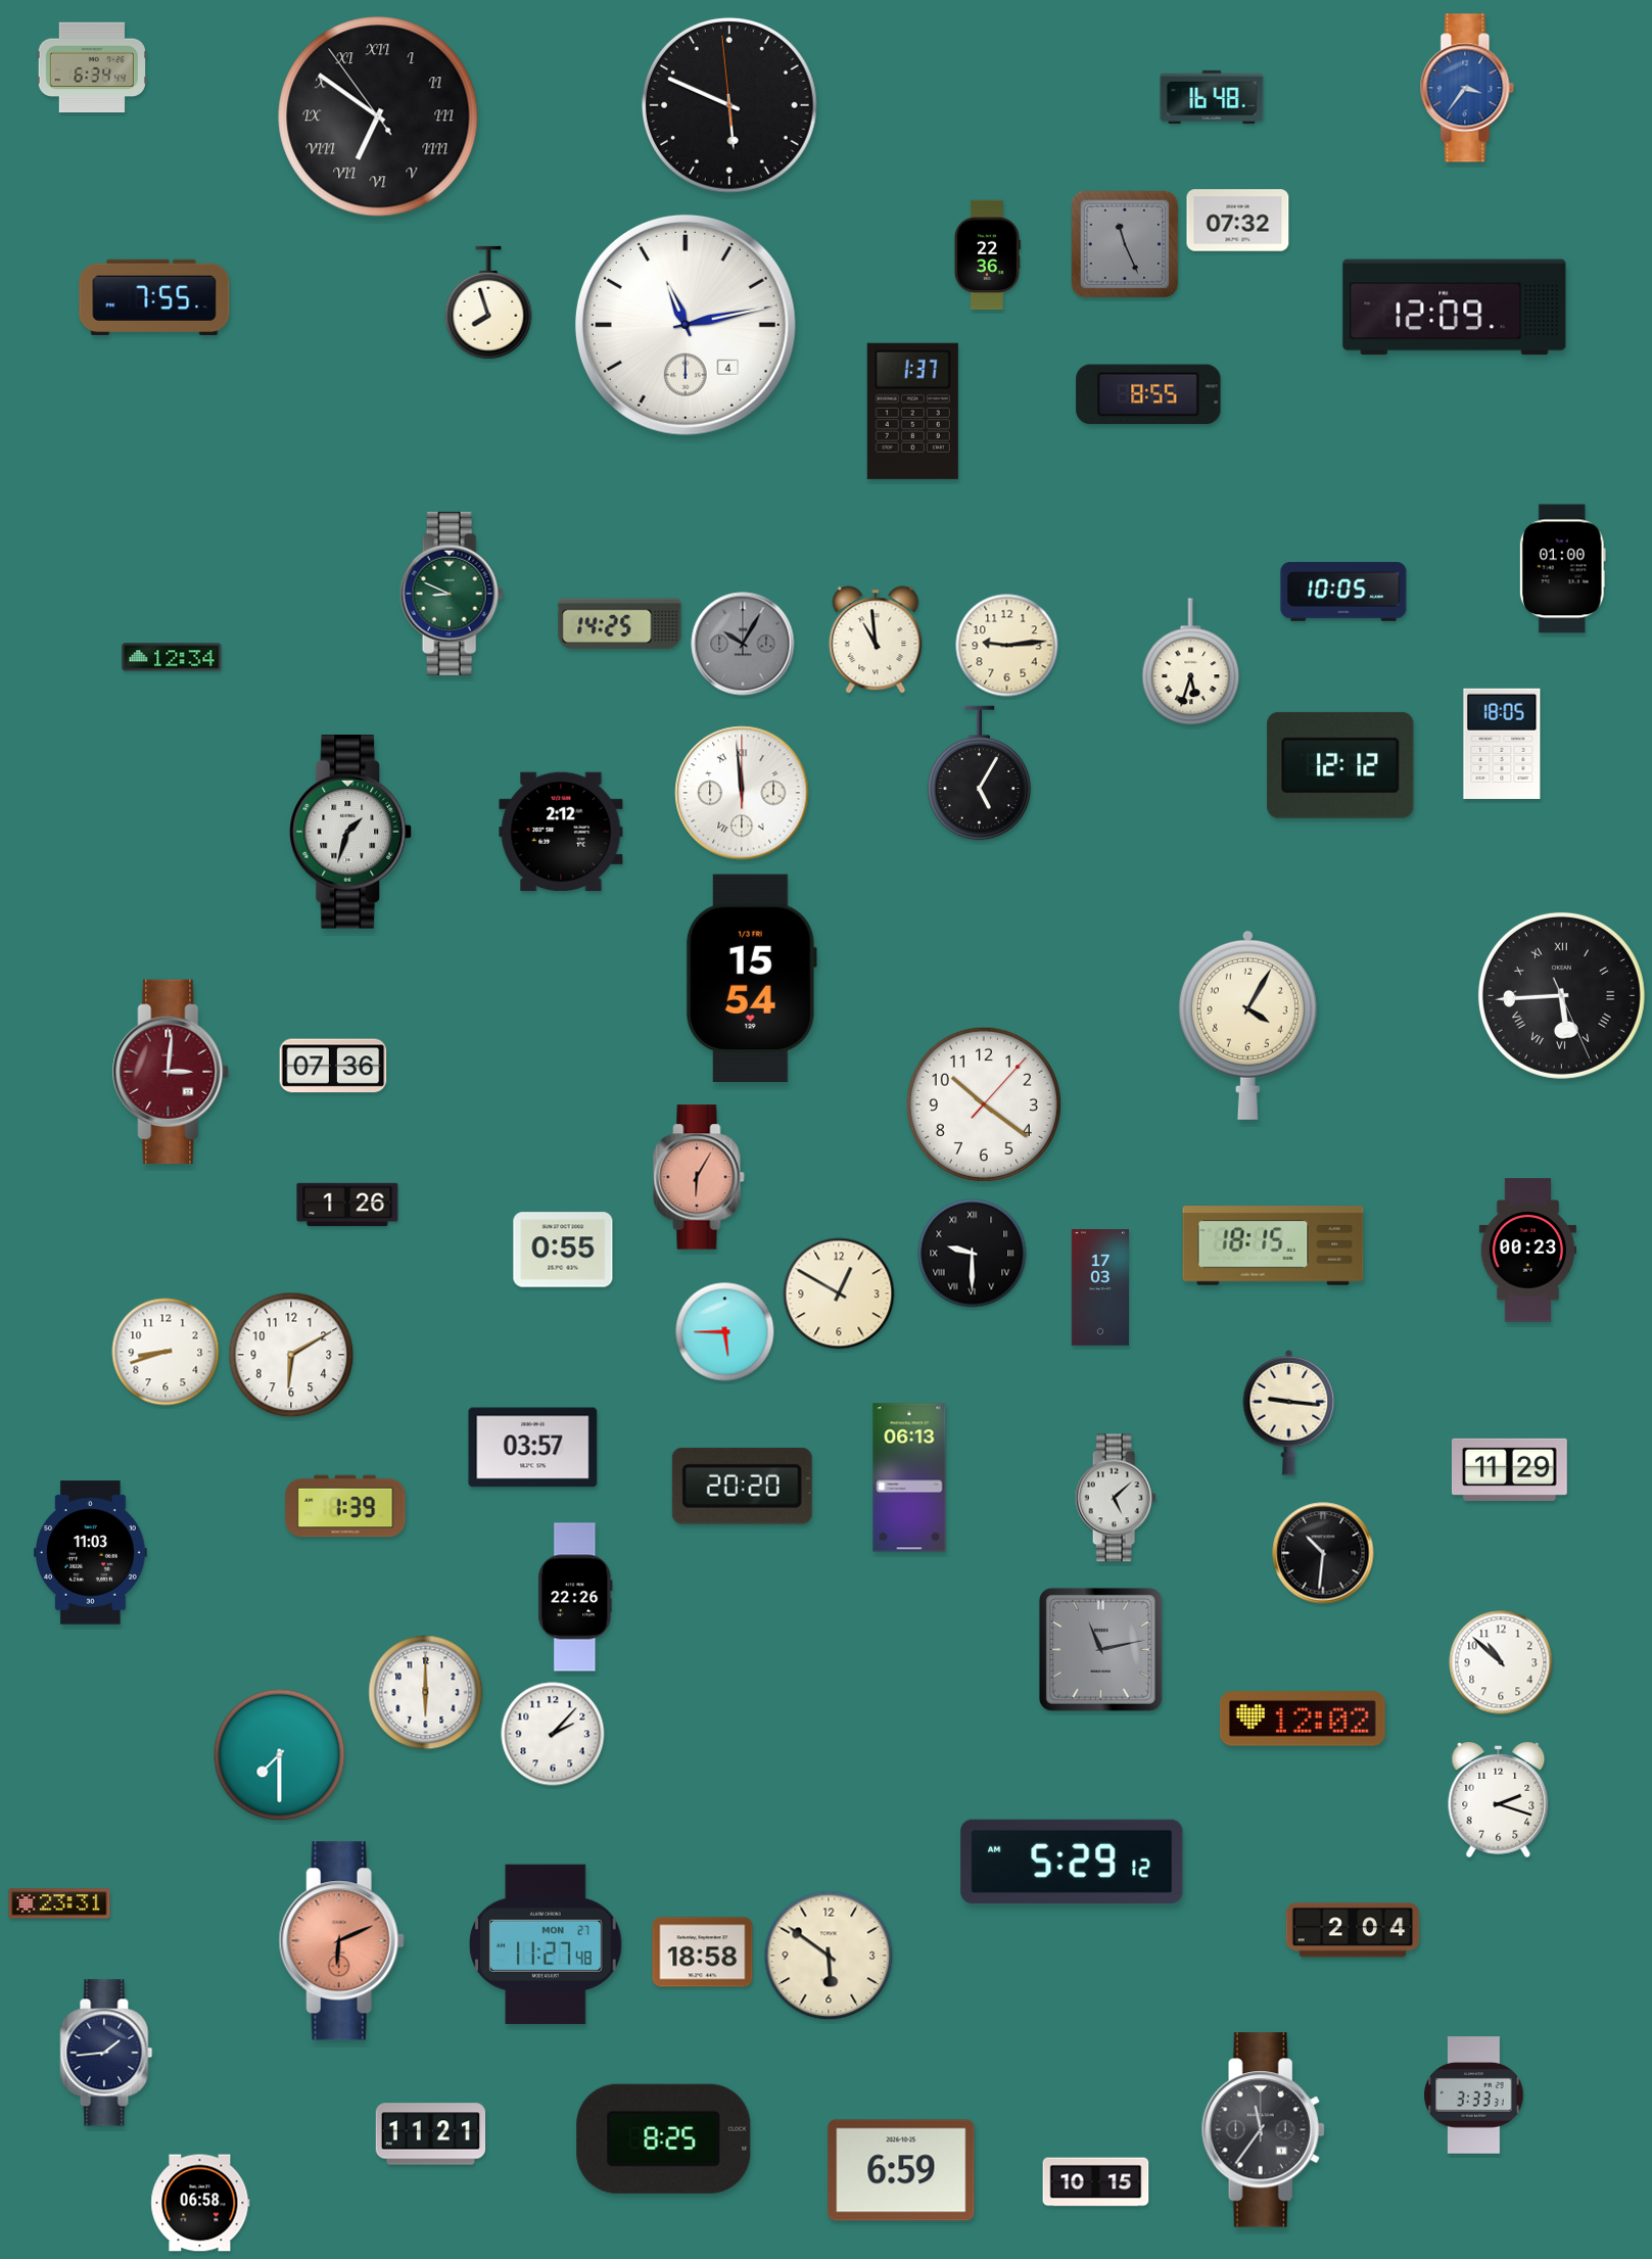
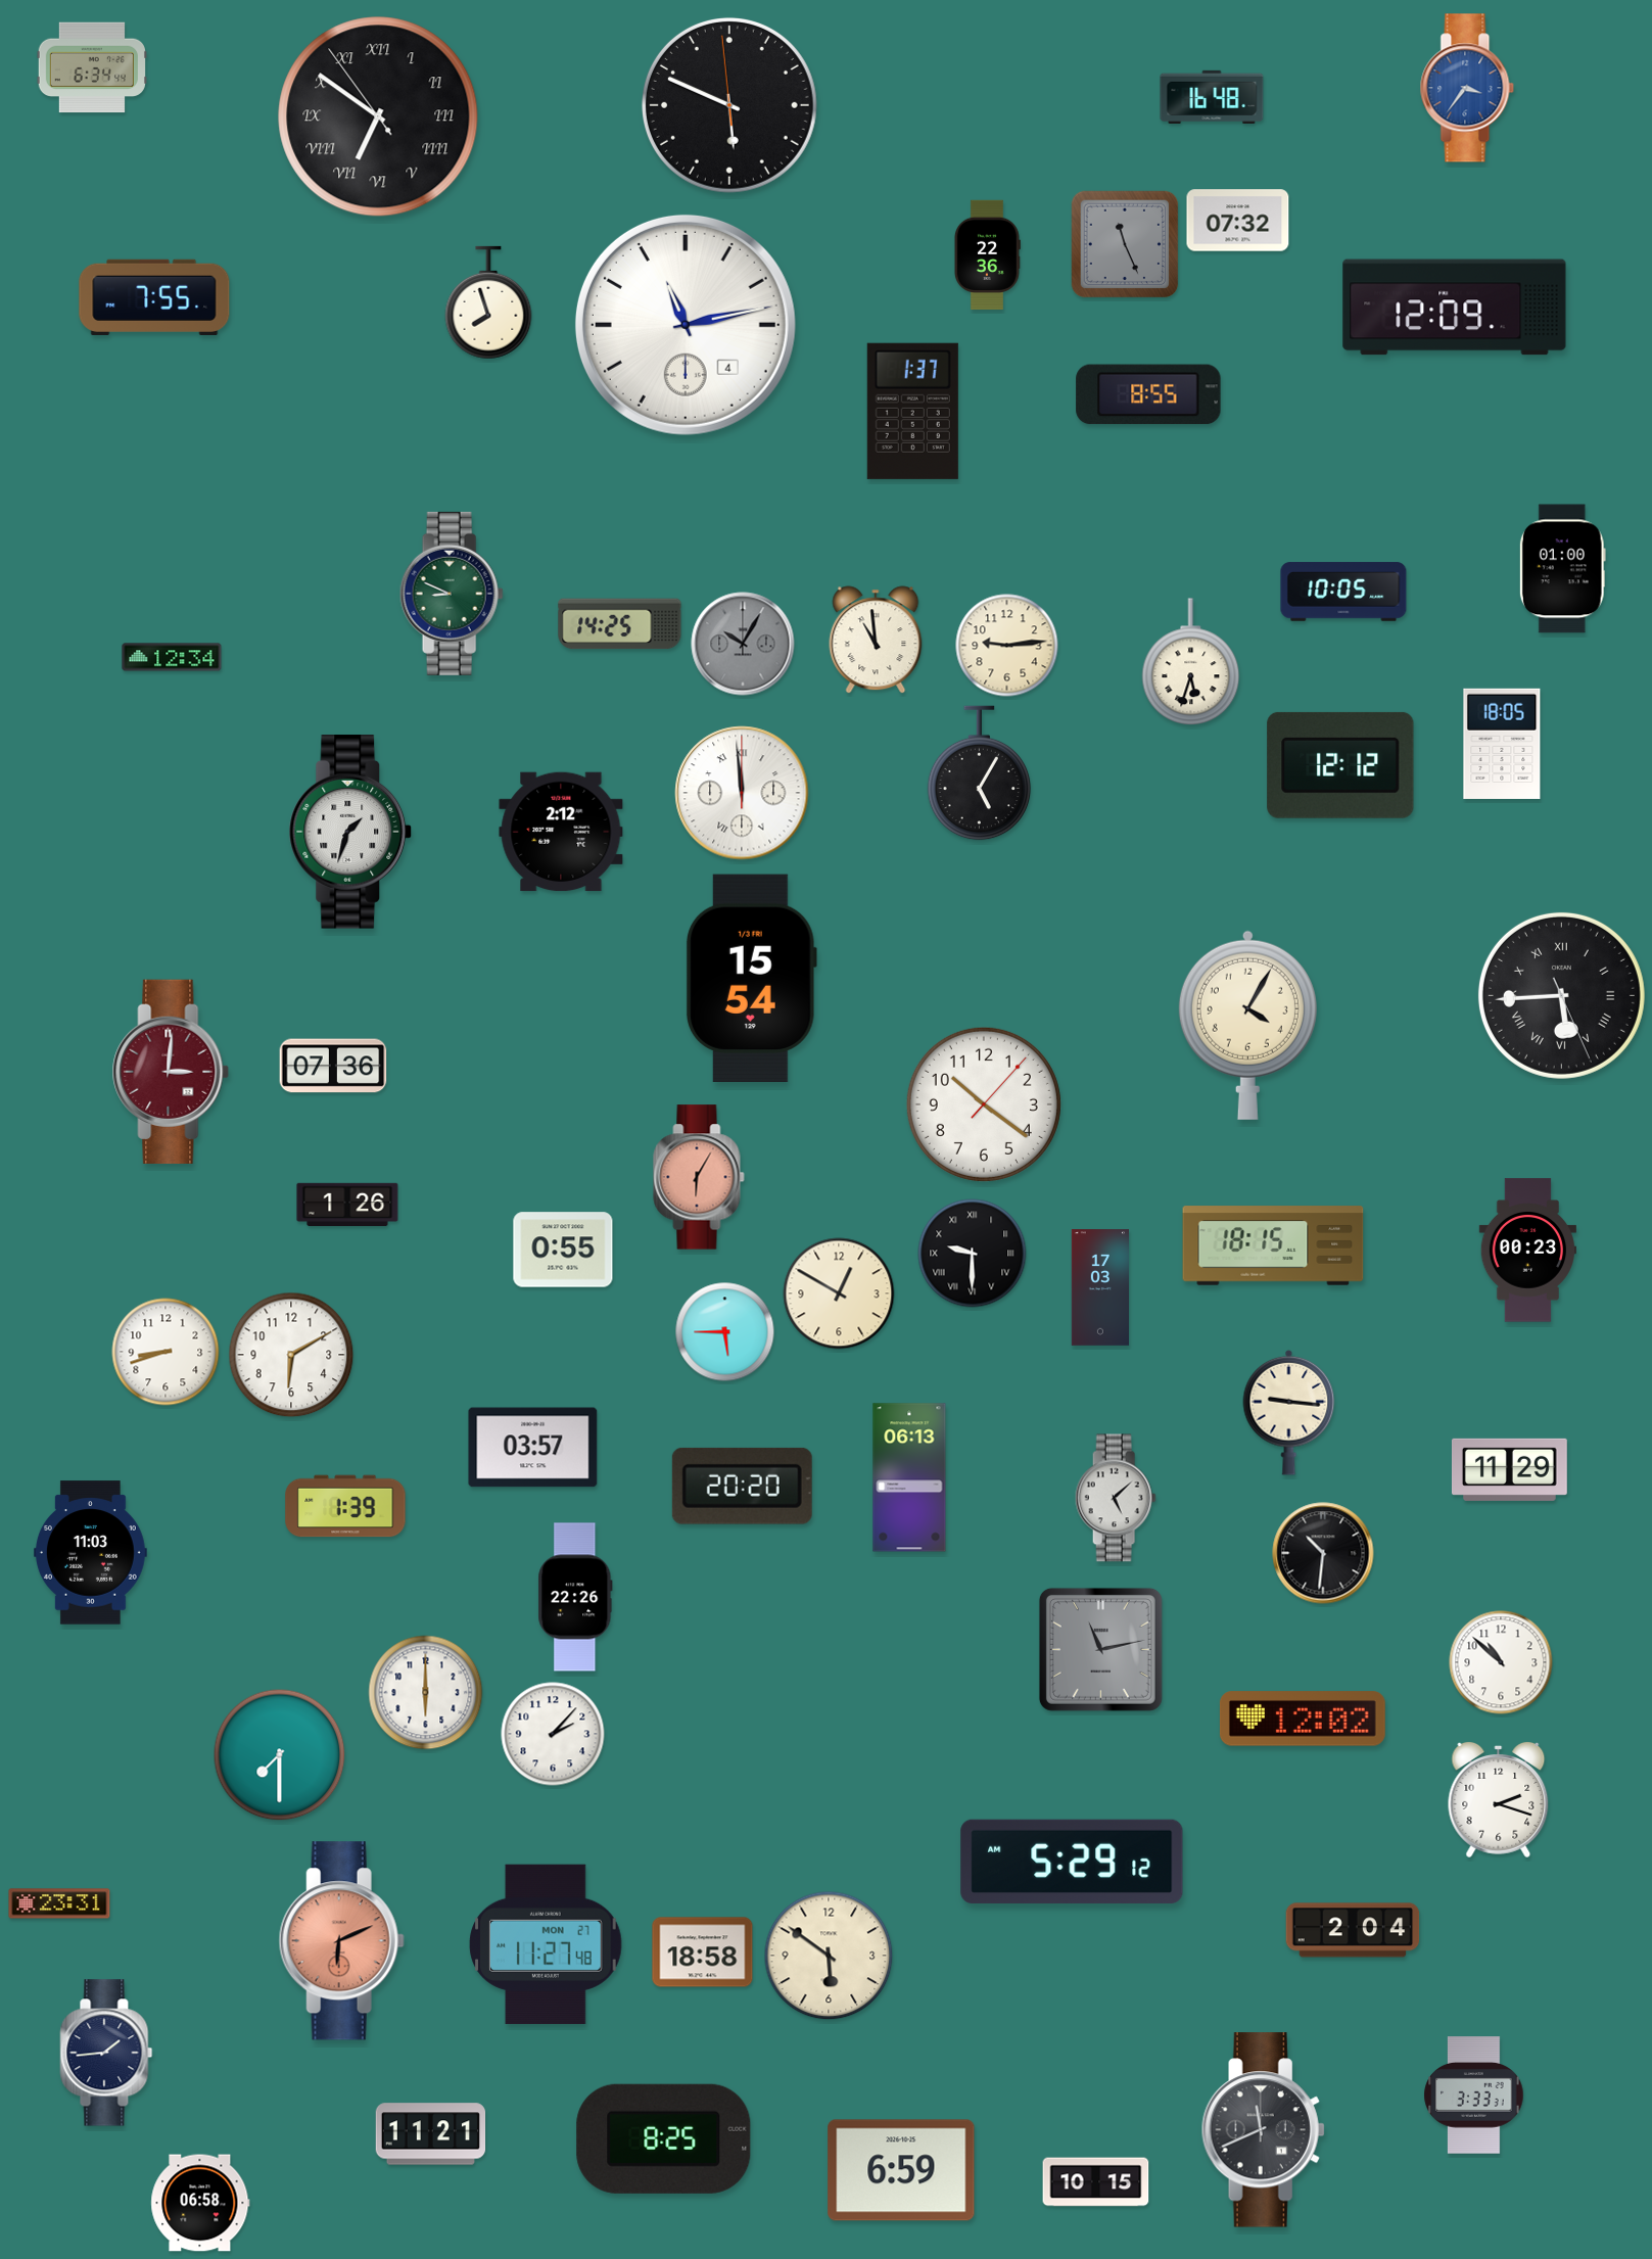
clock at (1263, 2130): 11:36 -> 11:41
